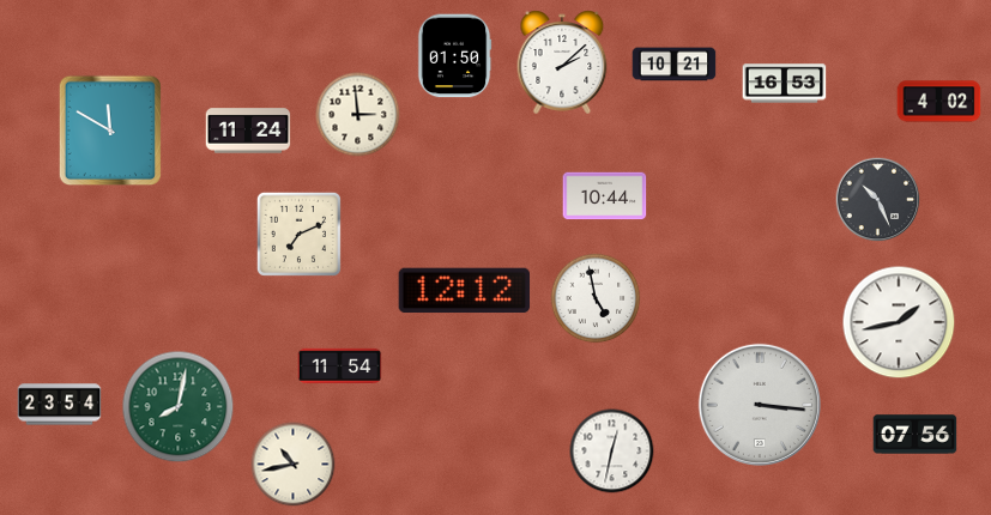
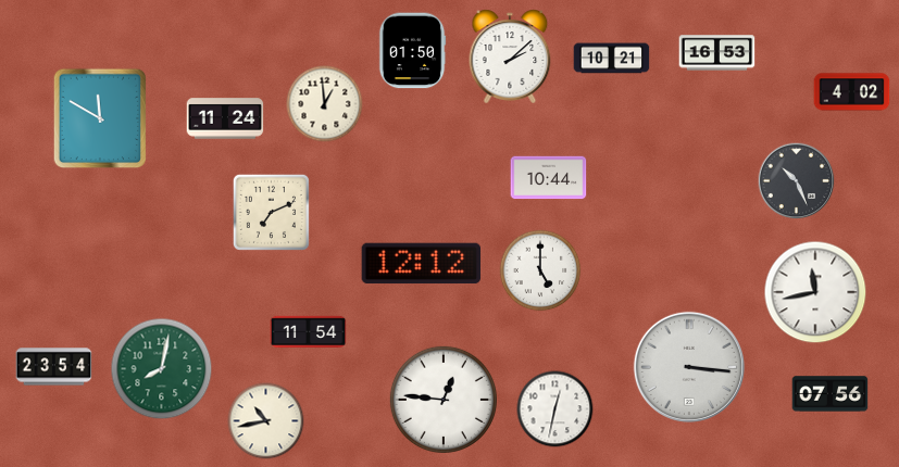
clock at (785, 84) position: (785, 84) -> (717, 53)
clock at (358, 115): 2:59 -> 12:59
clock at (596, 298): 4:58 -> 5:00
clock at (899, 322): 1:43 -> 11:43
clock at (442, 399): none -> 12:46
